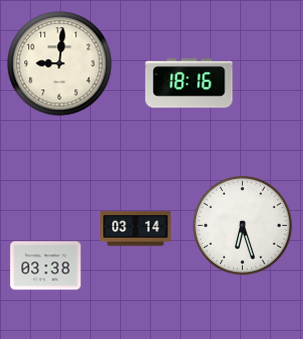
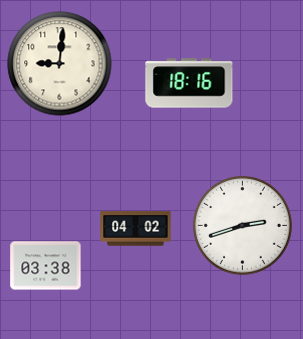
clock at (242, 225): 6:27 -> 2:42
clock at (136, 229): 03:14 -> 04:02
